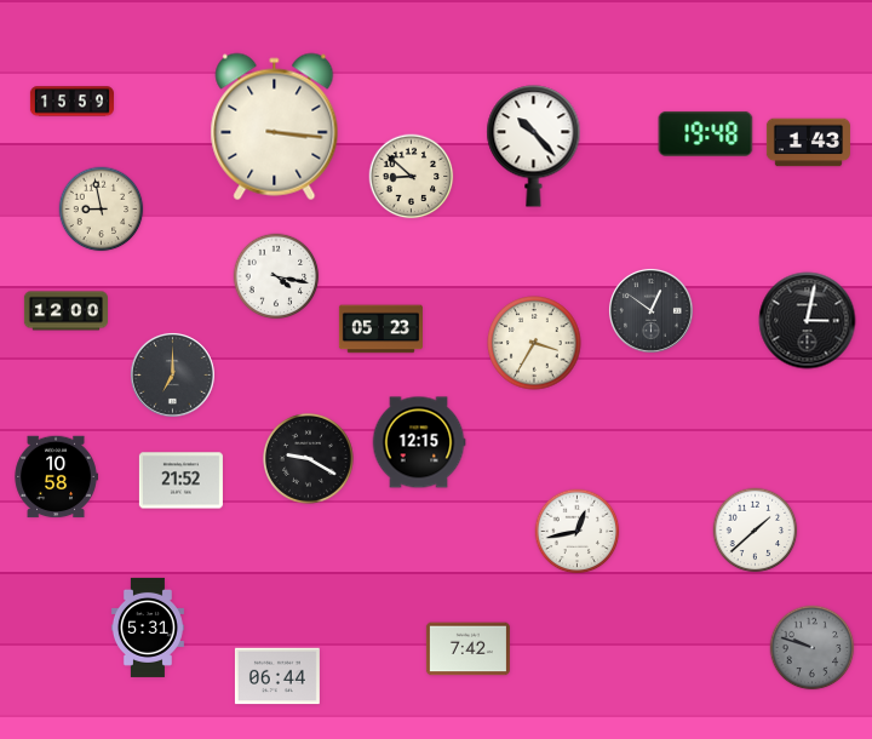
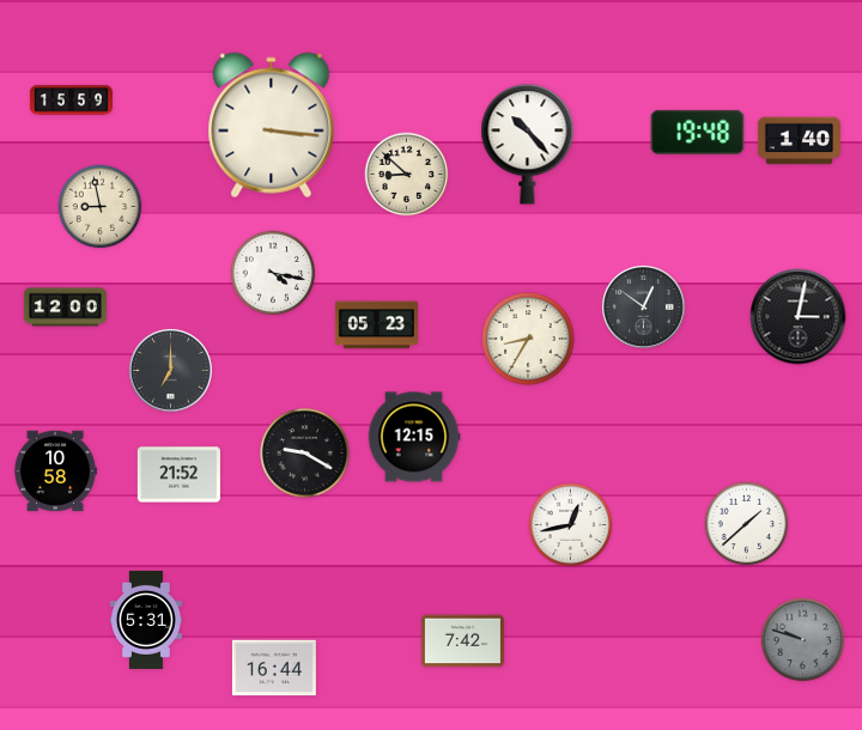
clock at (808, 143): 1:43 -> 1:40
clock at (534, 343): 3:35 -> 8:35
clock at (277, 676): 06:44 -> 16:44
